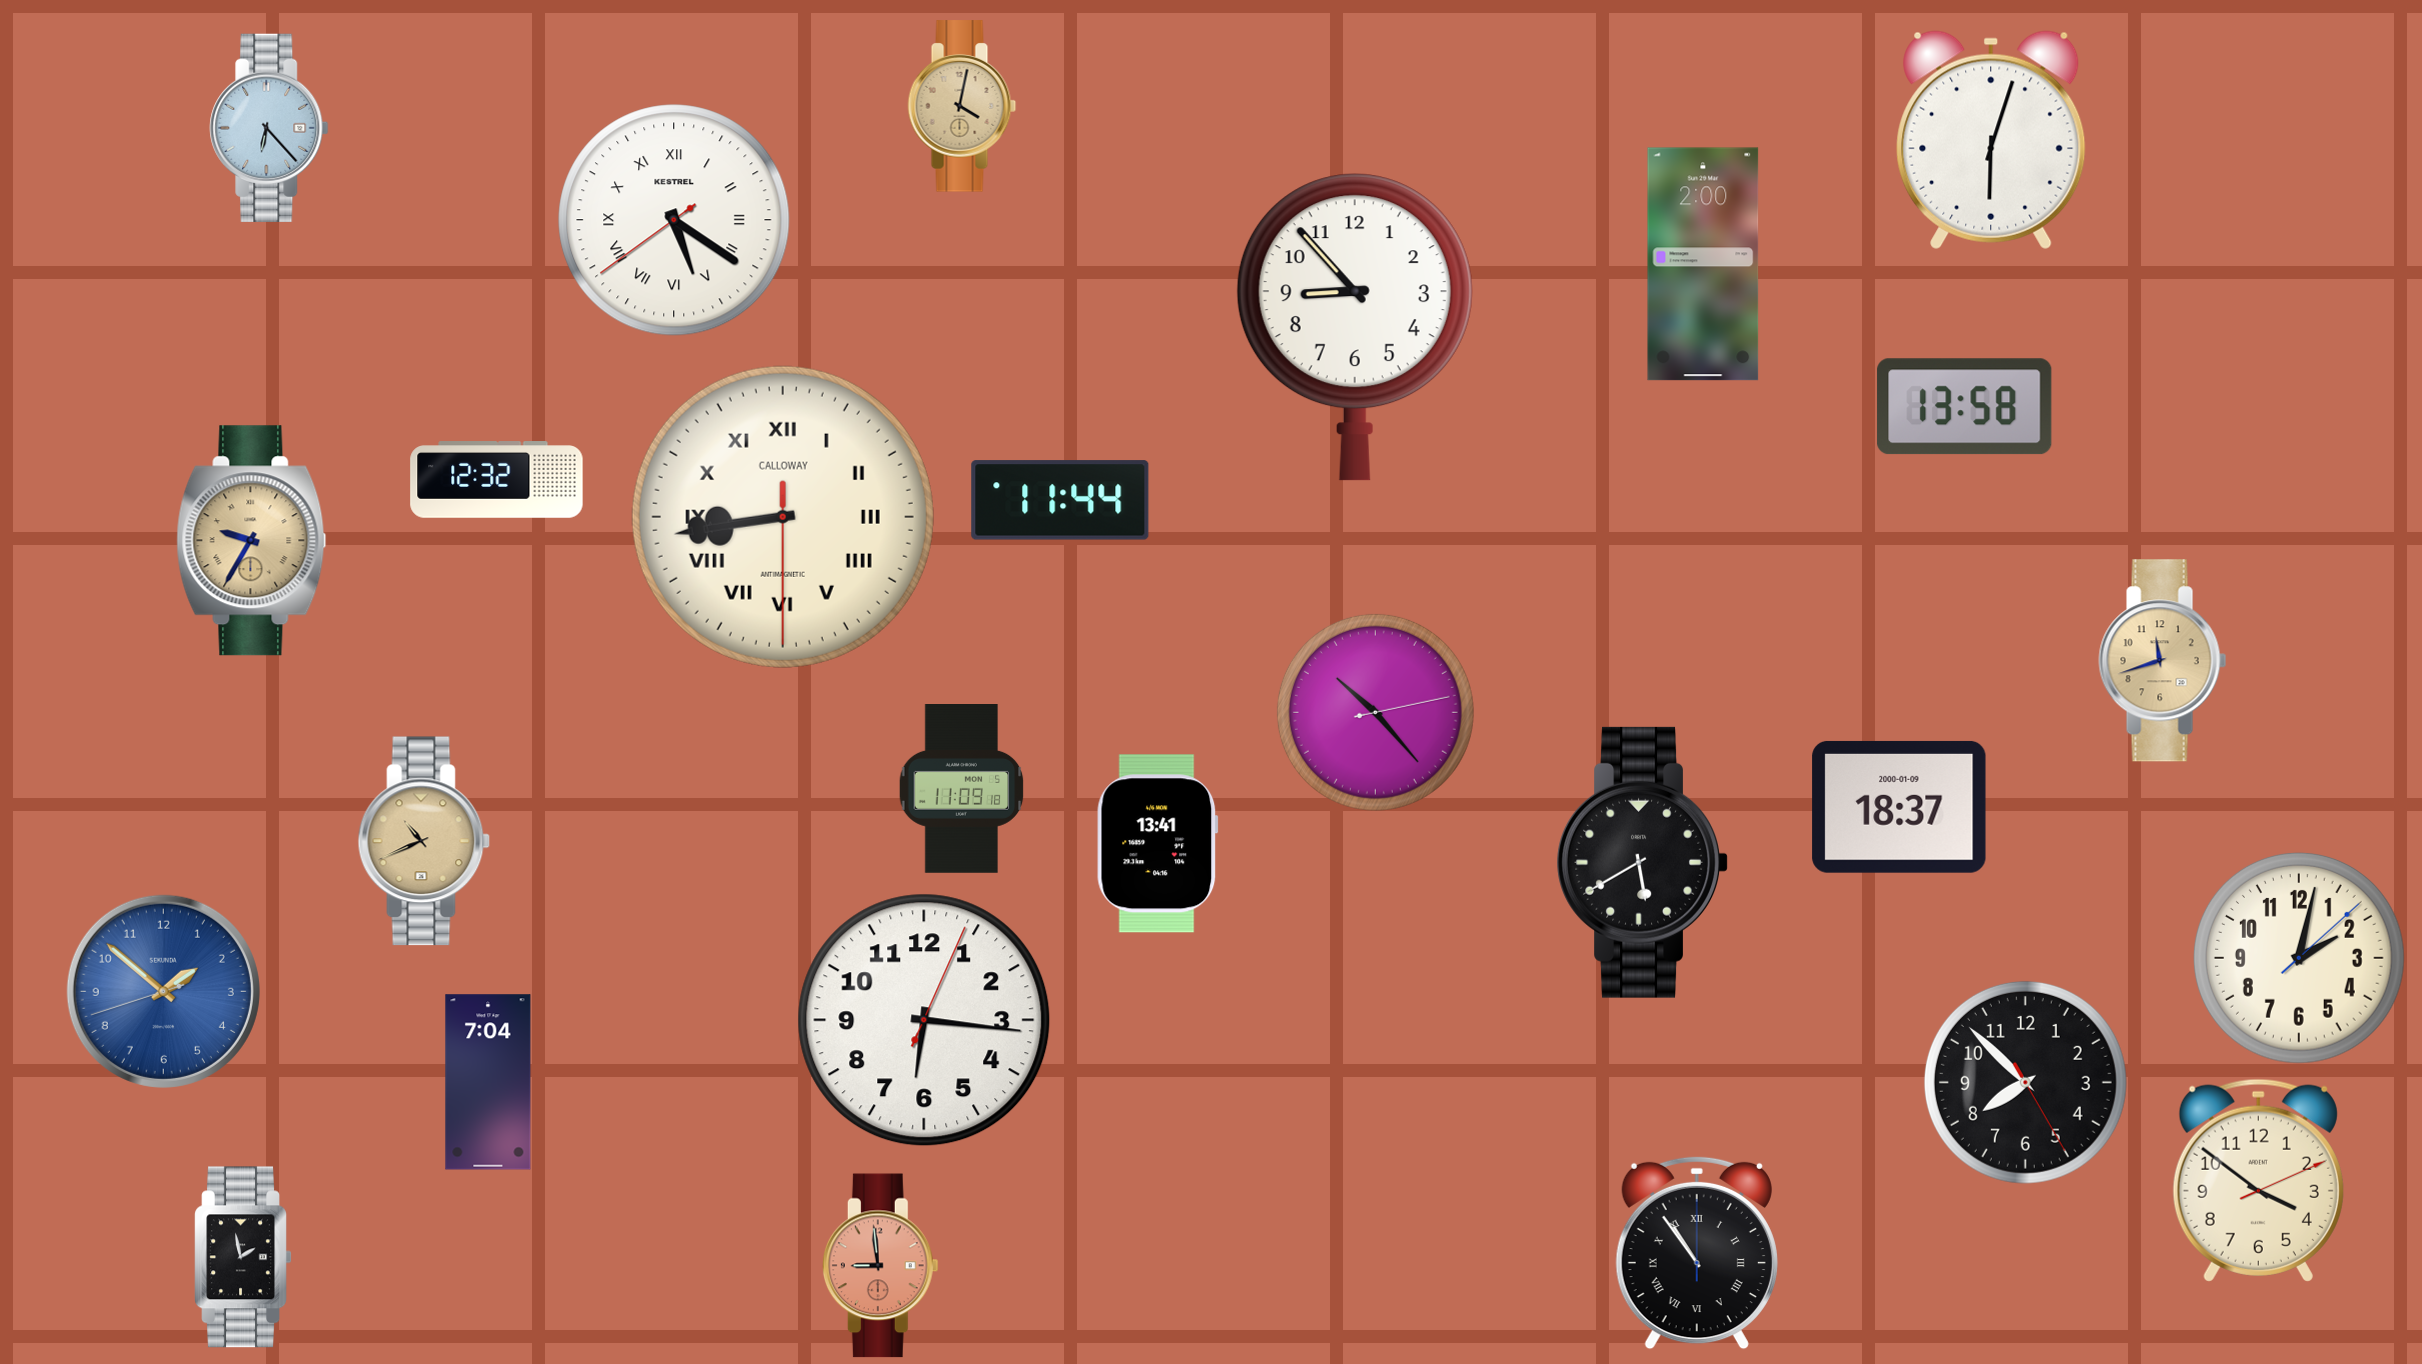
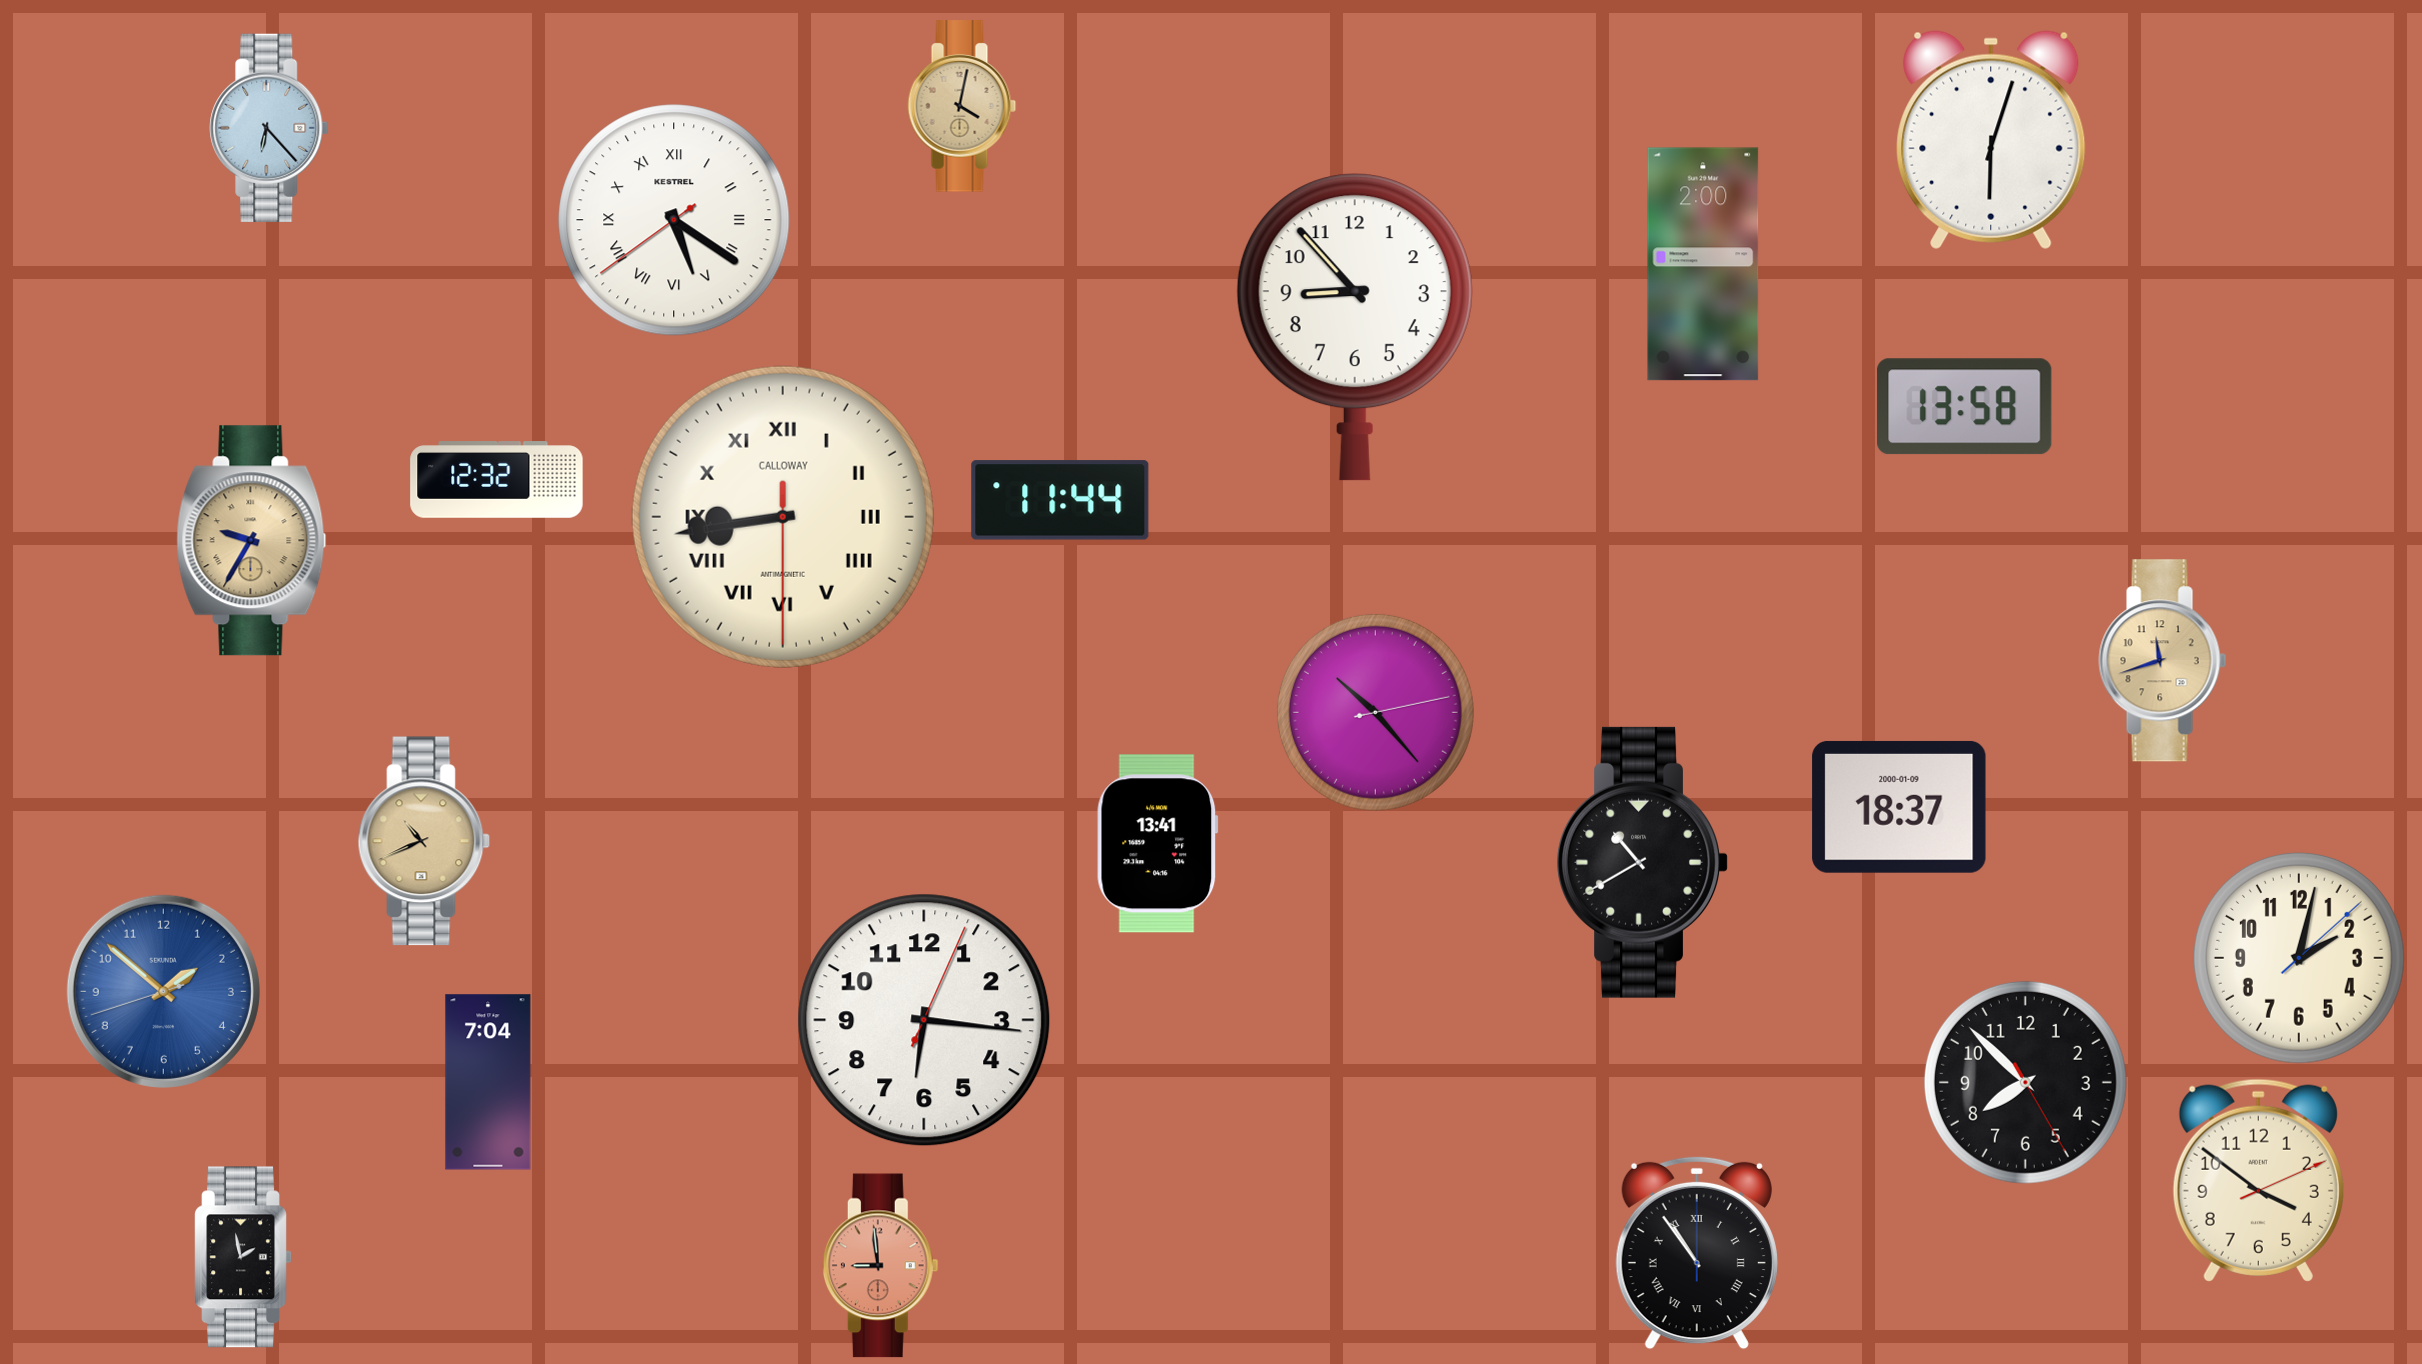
clock at (962, 789): 11:09 -> none
clock at (1642, 862): 5:40 -> 10:40
